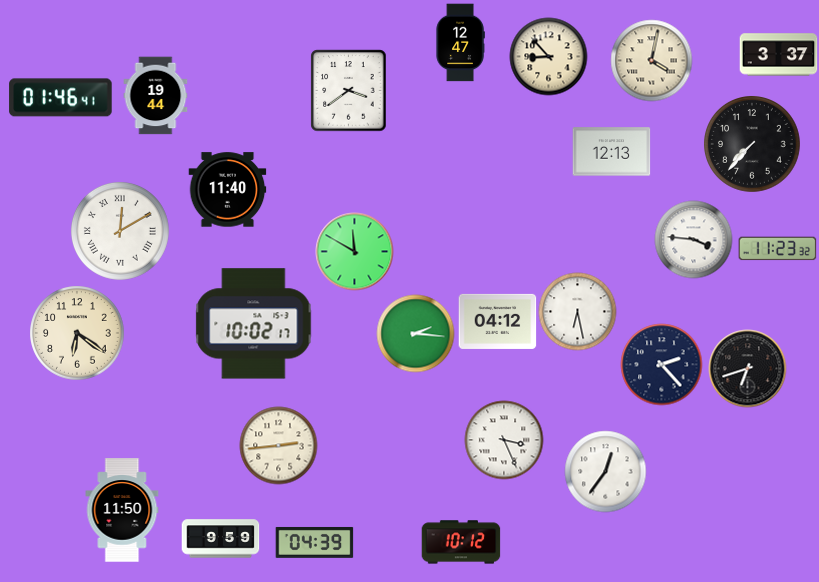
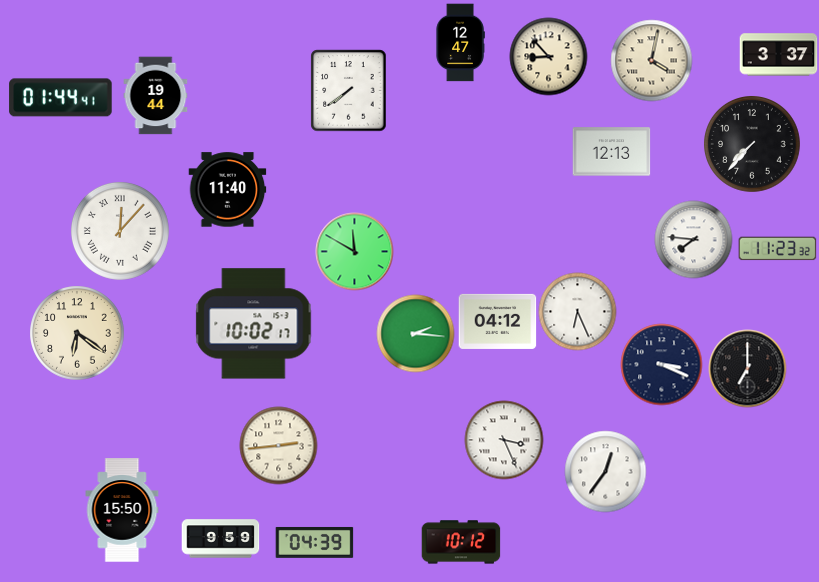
clock at (349, 90): 3:39 -> 7:39
clock at (61, 98): 01:46 -> 01:44
clock at (120, 231): 12:10 -> 12:07
clock at (693, 239): 3:46 -> 7:46
clock at (577, 311): 6:28 -> 6:26
clock at (661, 364): 2:23 -> 3:19
clock at (747, 368): 6:42 -> 7:00
clock at (122, 510): 11:50 -> 15:50
